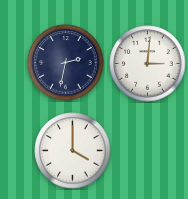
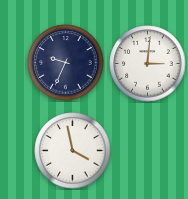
clock at (66, 63): 2:32 -> 9:34
clock at (73, 151): 4:00 -> 3:58
